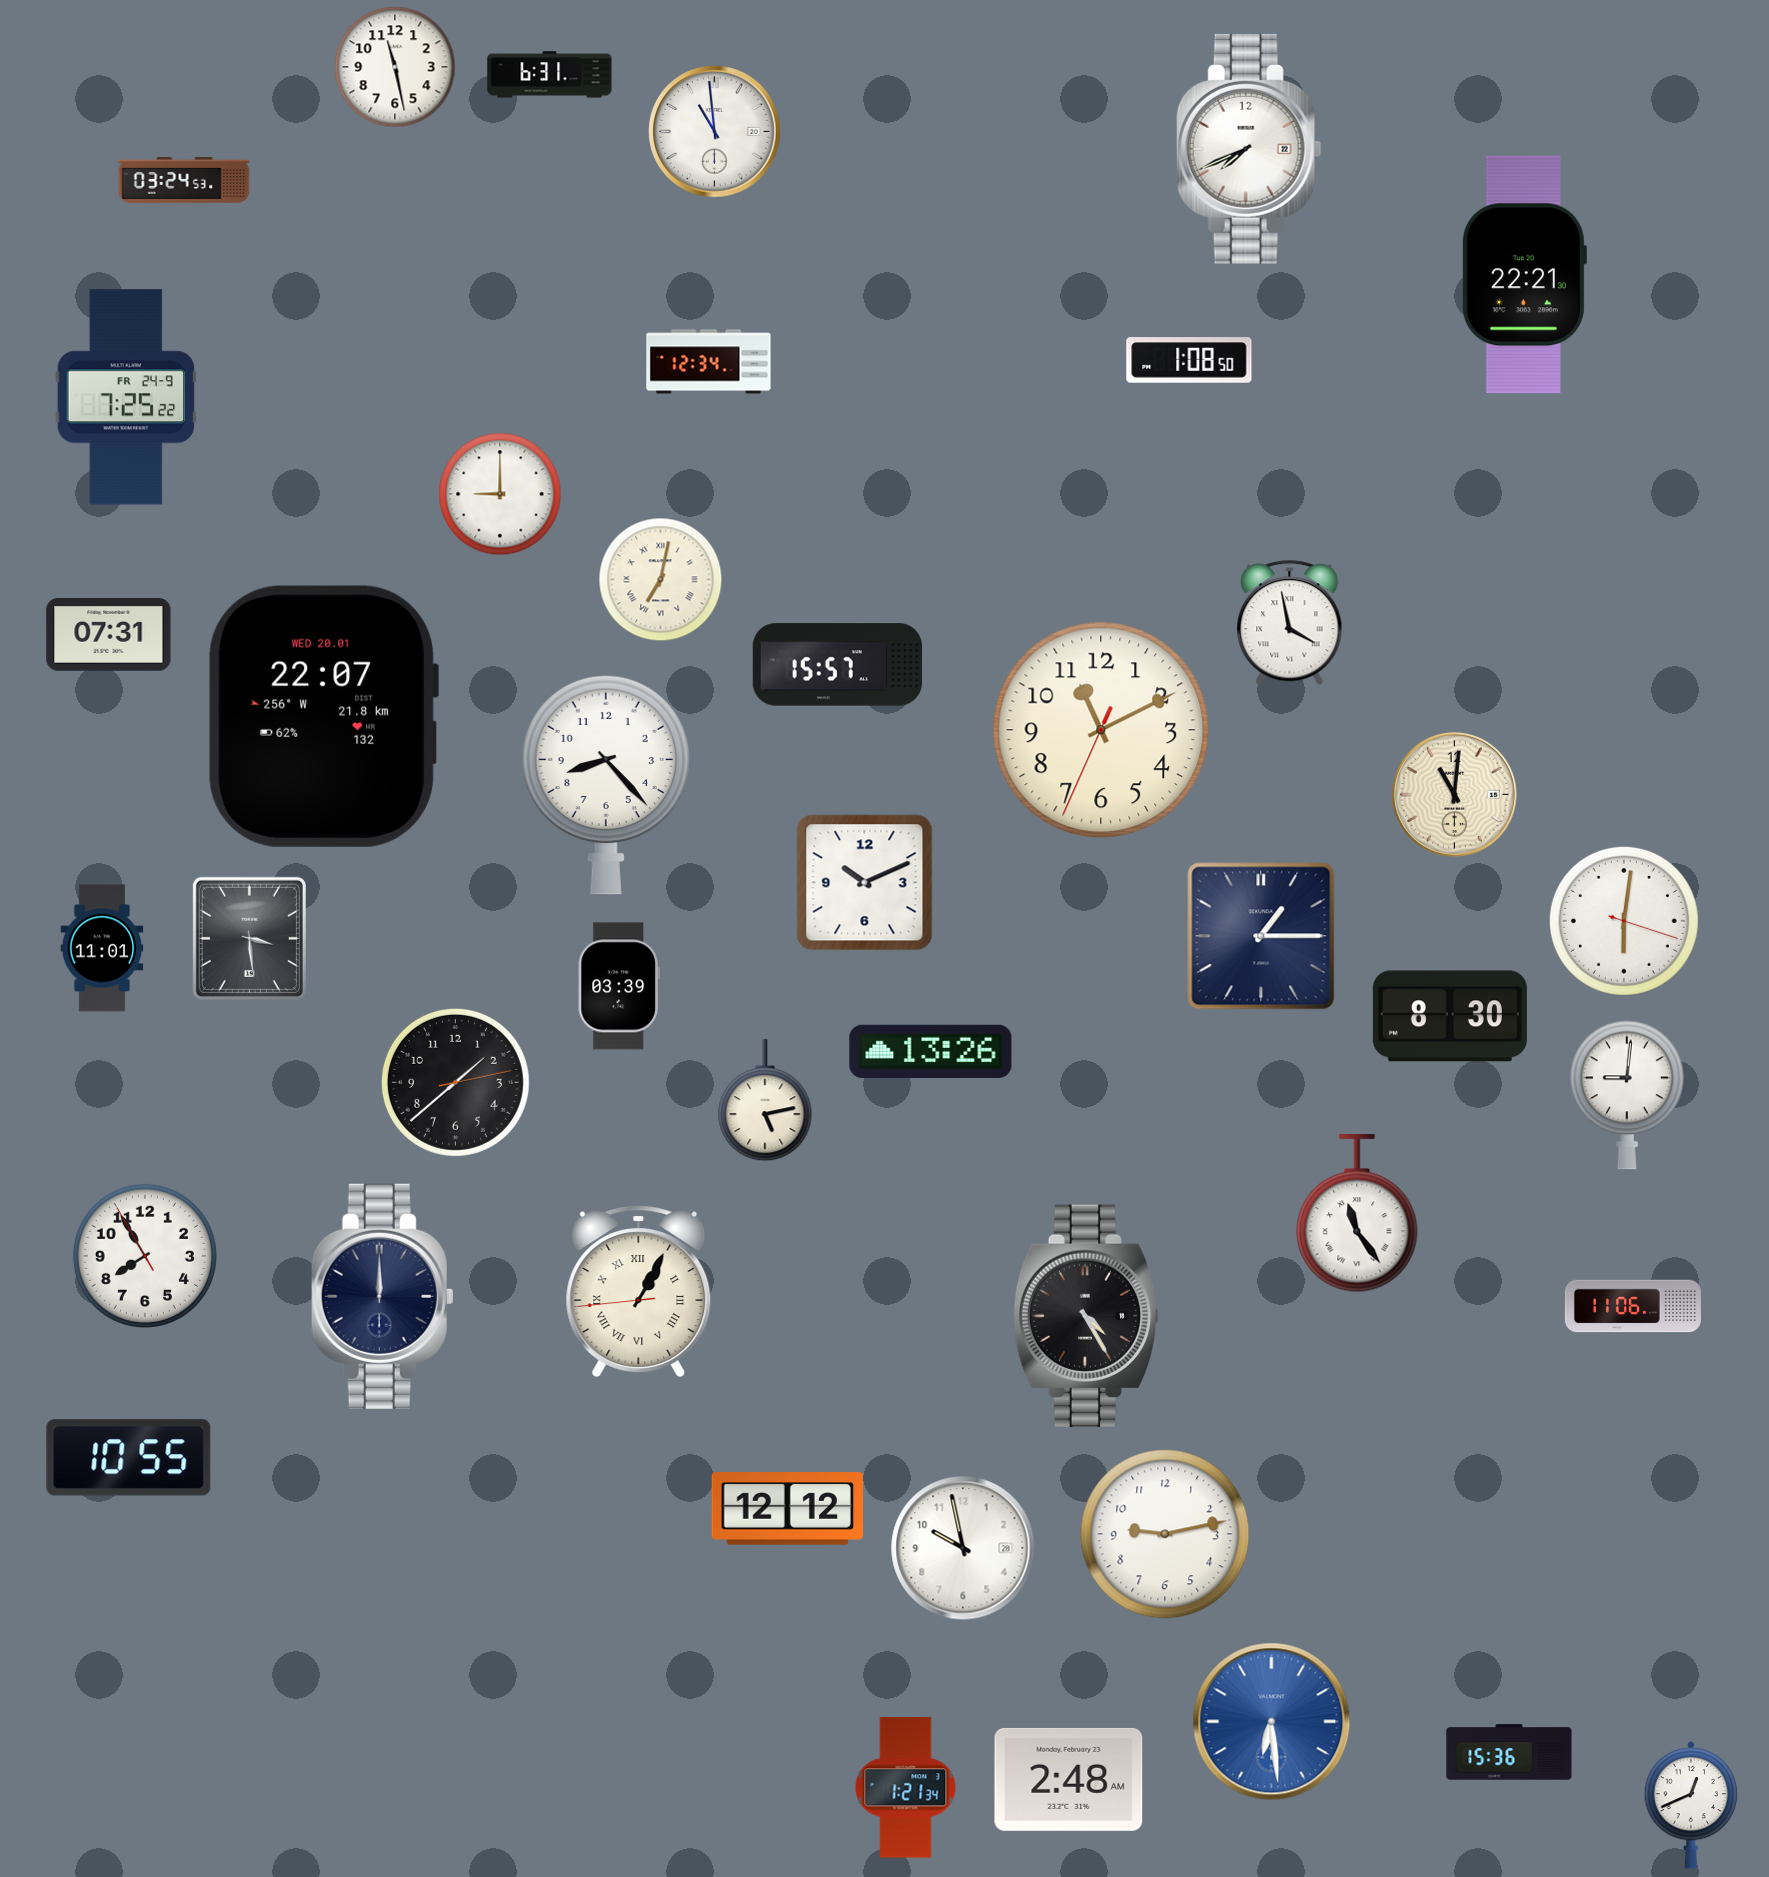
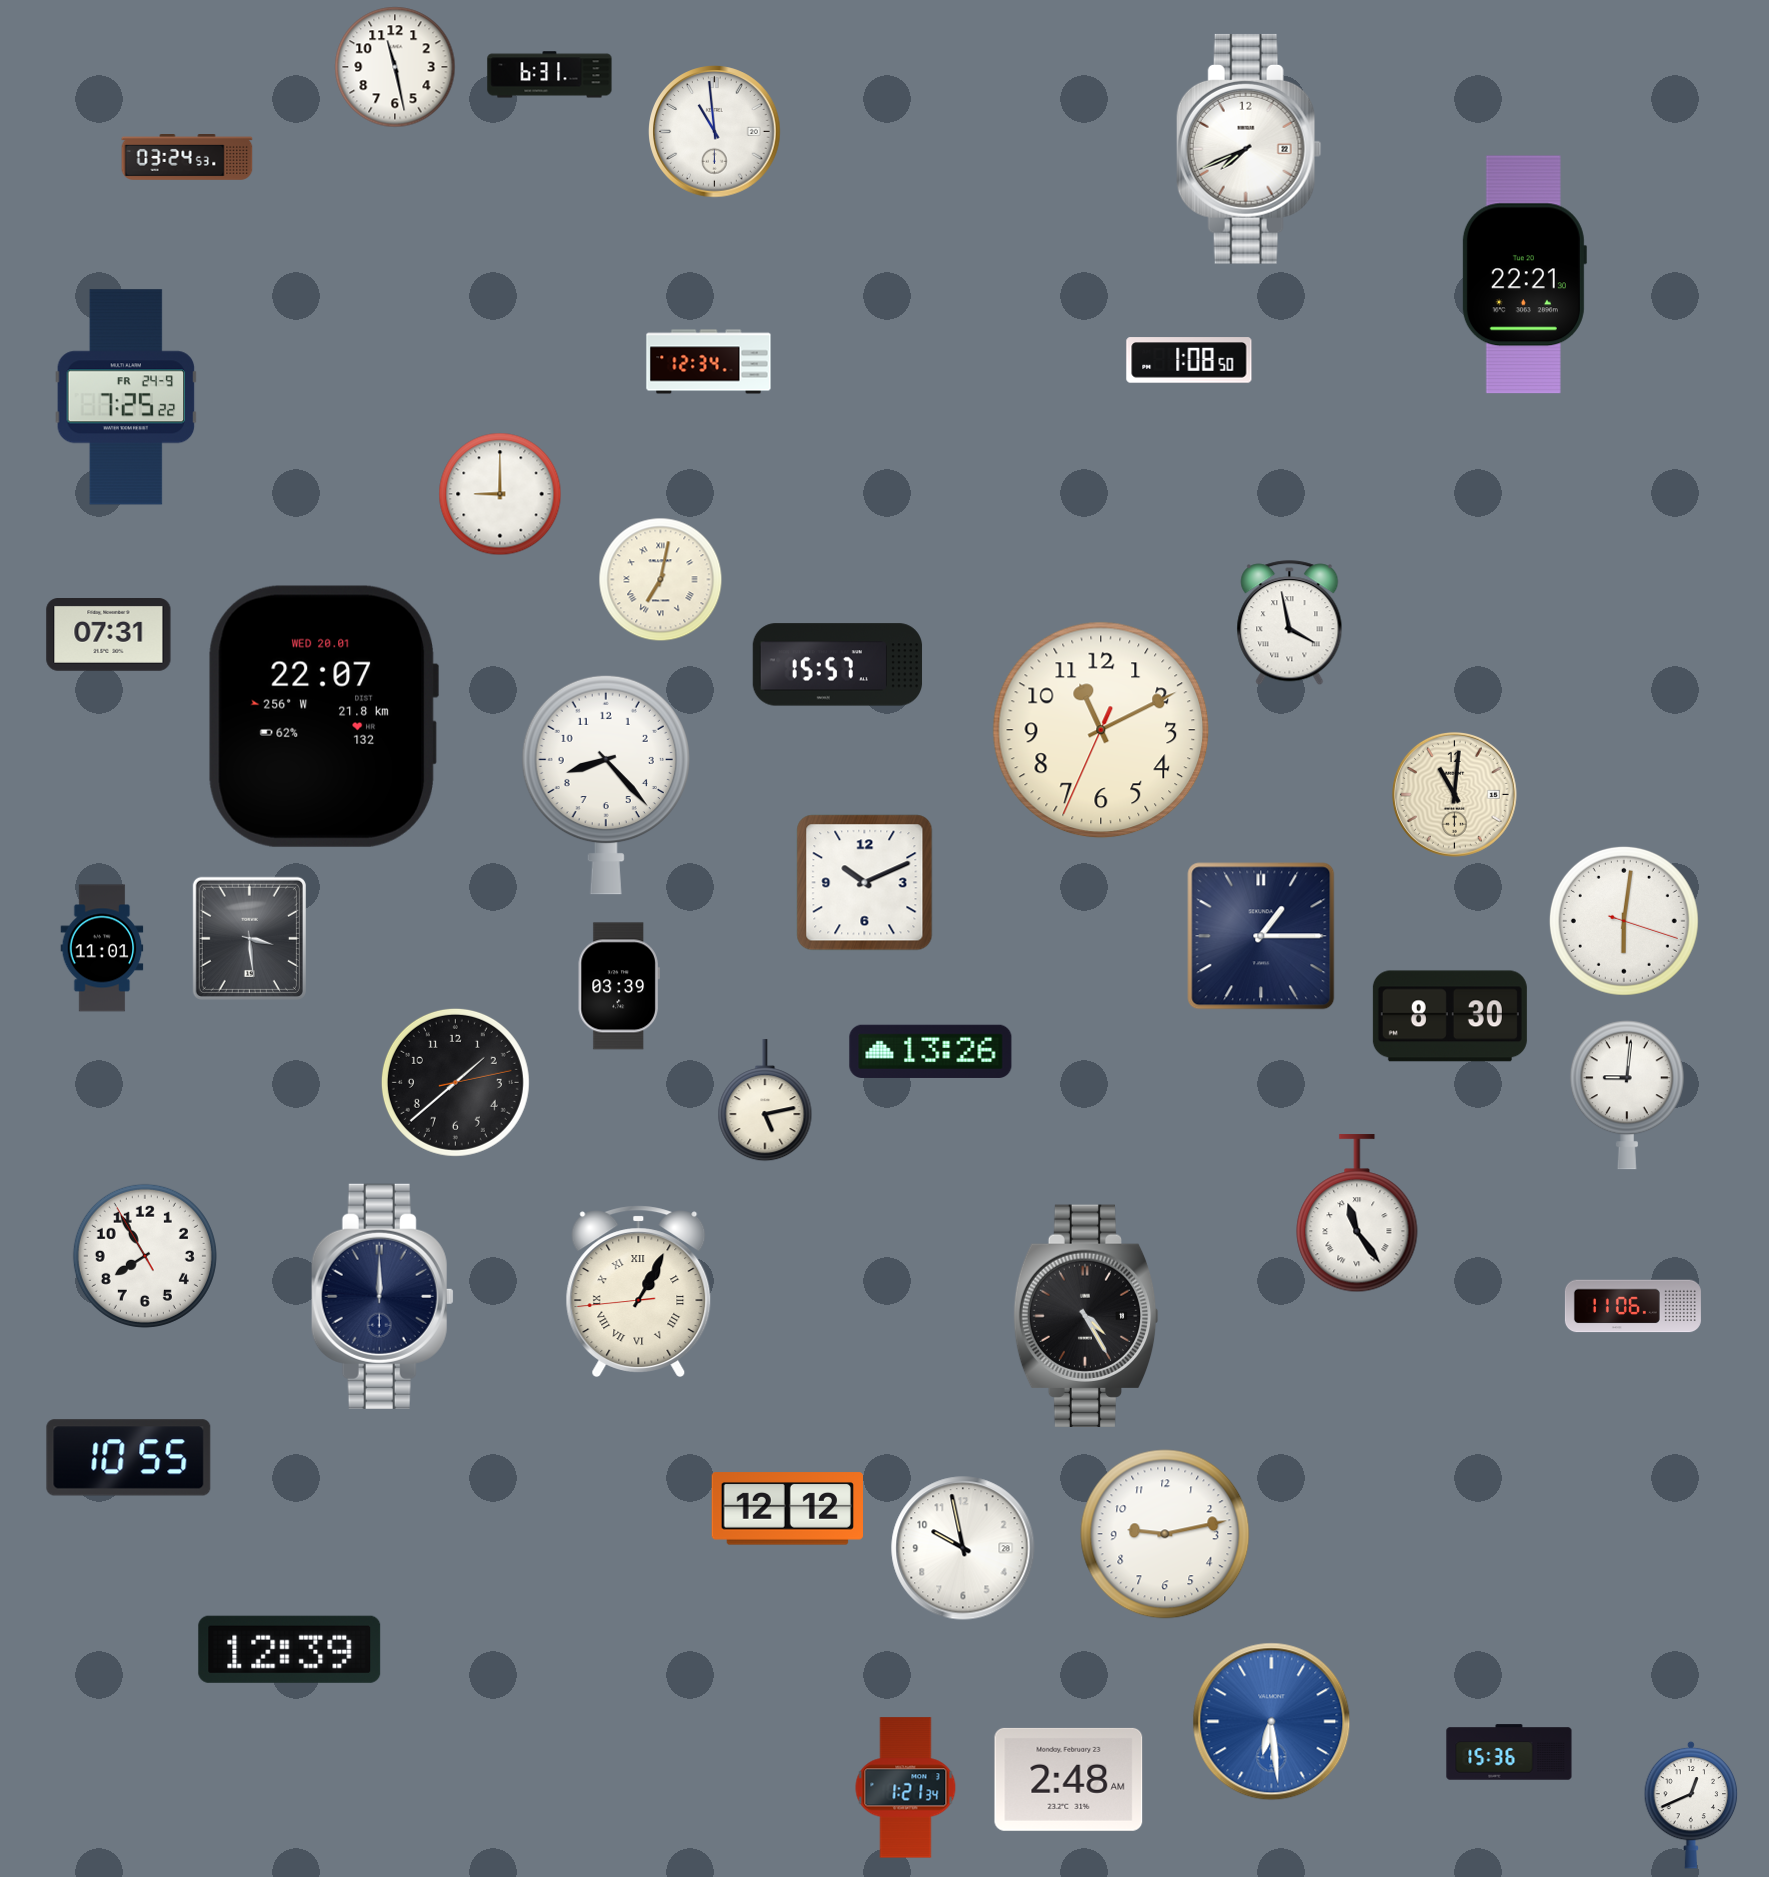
clock at (184, 181) position: (184, 181) -> (187, 158)
clock at (290, 1649): none -> 12:39
